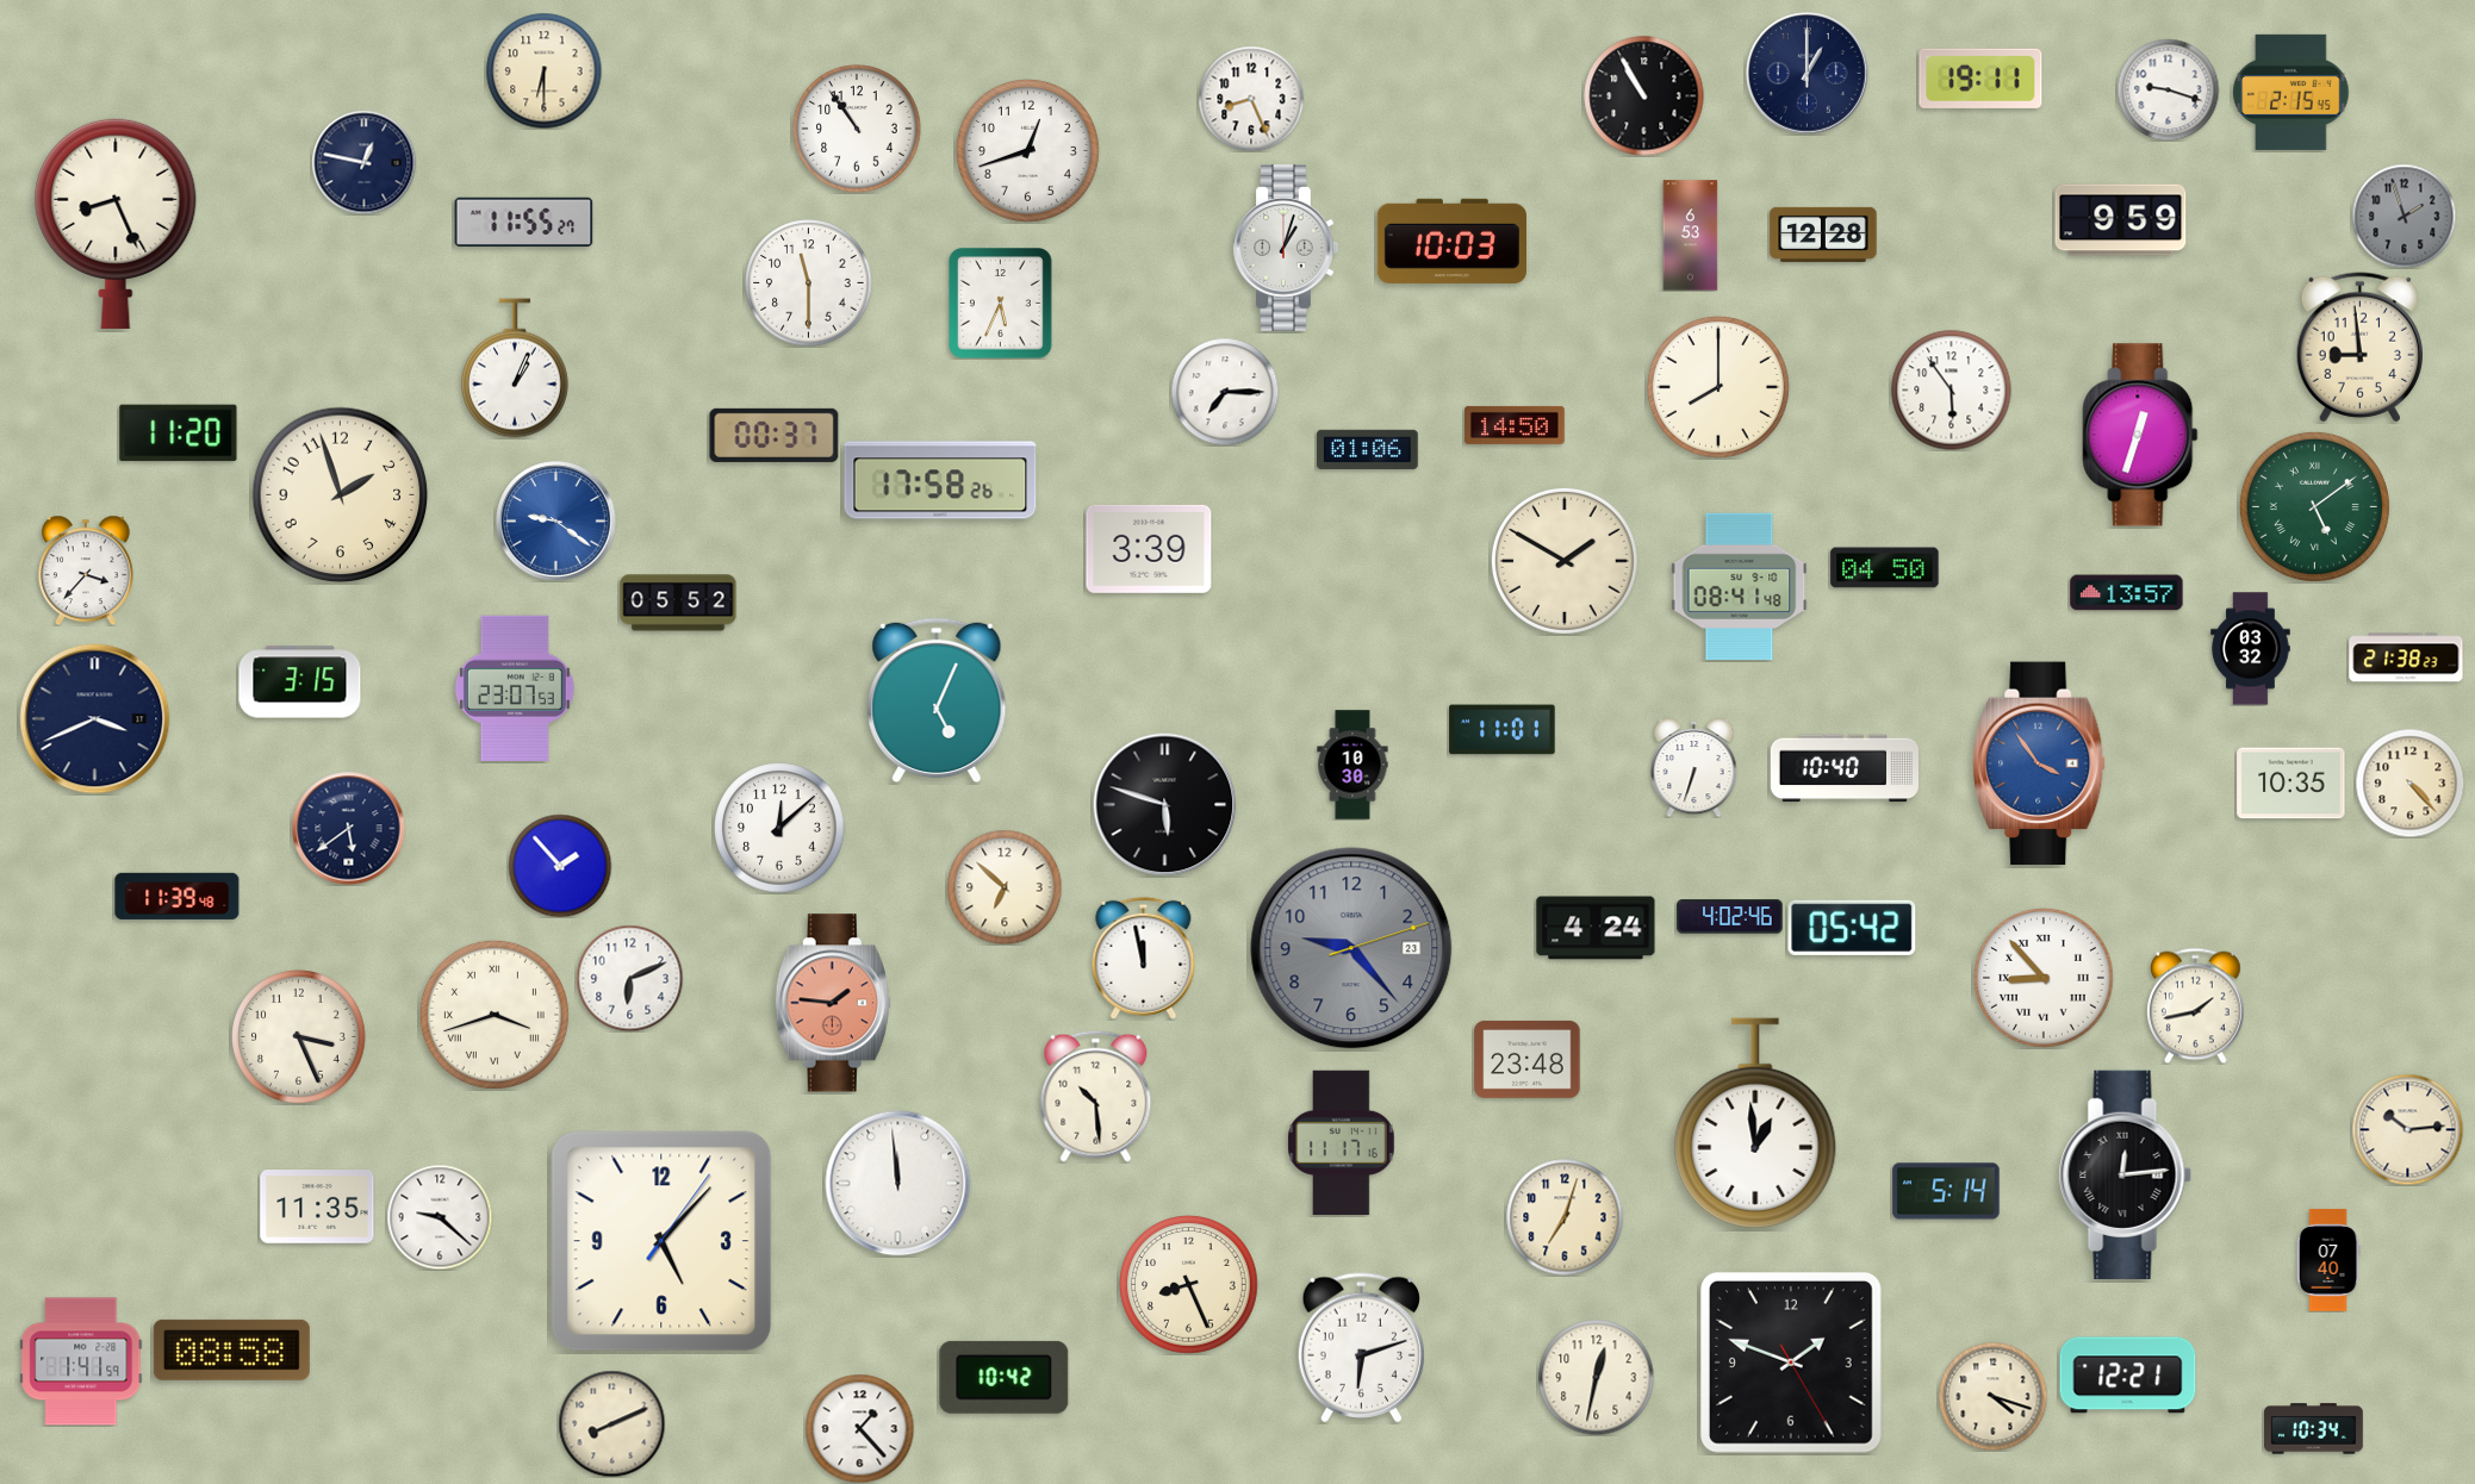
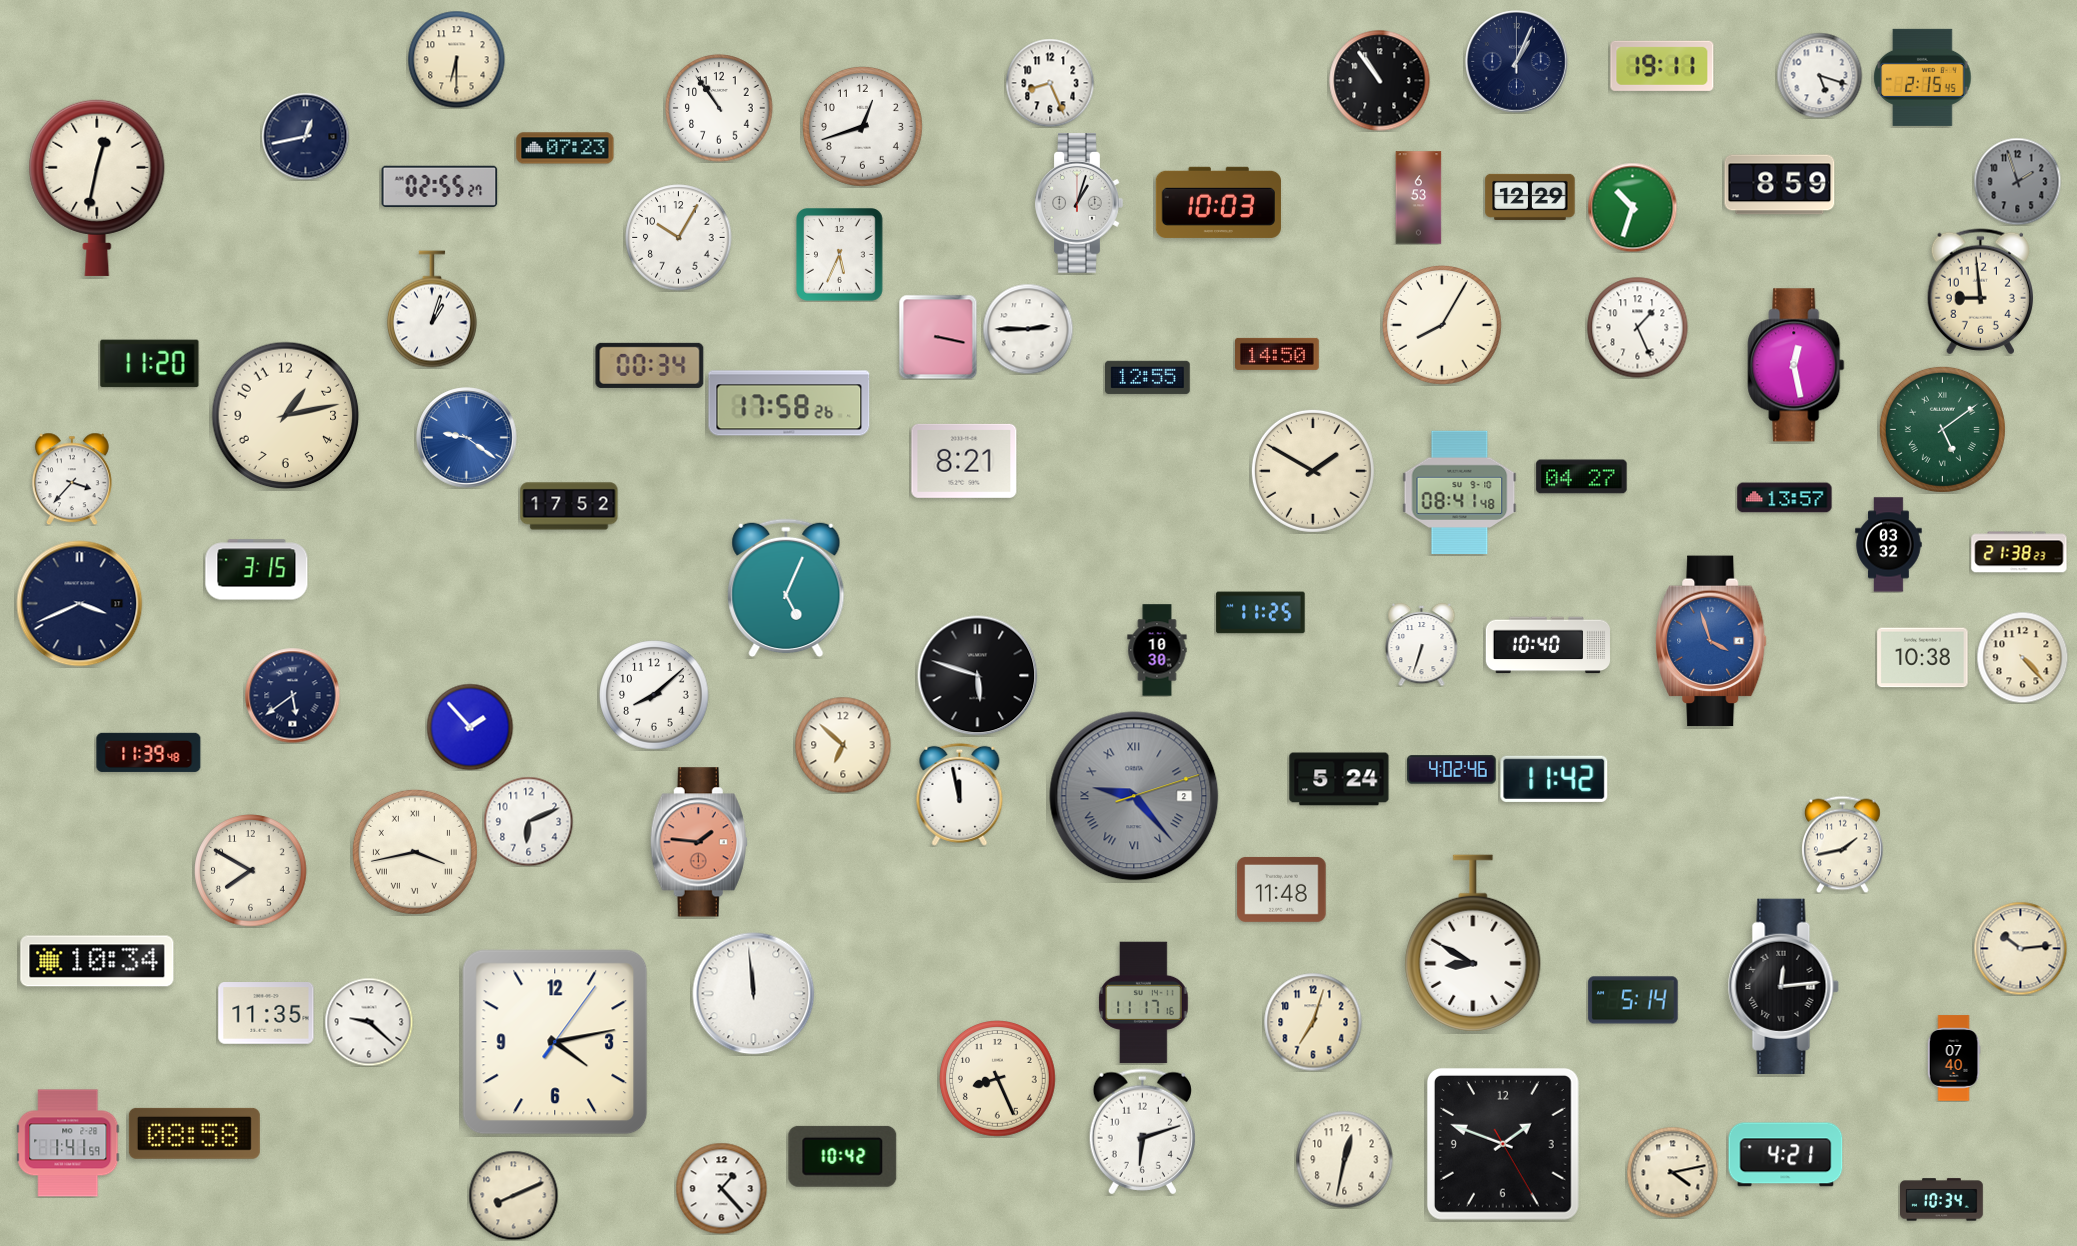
clock at (1808, 74): 1:00 -> 1:04
clock at (2168, 89): 9:18 -> 5:18
clock at (1644, 96): 10:55 -> 10:54
clock at (363, 162): 12:47 -> 12:43
clock at (565, 148): none -> 07:23
clock at (2121, 220): 9:59 -> 8:59
clock at (524, 222): 11:55 -> 02:55
clock at (116, 223): 8:26 -> 12:32
clock at (1823, 235): 12:28 -> 12:29
clock at (1632, 207): none -> 10:33
clock at (1286, 248) position: (1286, 248) -> (1079, 203)
clock at (809, 283): 11:30 -> 10:05
clock at (515, 368): 1:04 -> 1:03
clock at (1718, 387): 8:00 -> 8:05
clock at (1952, 391): 5:54 -> 1:26
clock at (1225, 392): 7:15 -> 2:45
clock at (938, 337): none -> 3:17
clock at (1516, 425) position: (1516, 425) -> (1278, 354)
clock at (775, 435): 00:37 -> 00:34
clock at (2140, 435): 12:33 -> 12:28
clock at (1368, 449): 01:06 -> 12:55
clock at (341, 495): 1:57 -> 1:13
clock at (2314, 506) position: (2314, 506) -> (1942, 429)
clock at (1149, 549): 3:39 -> 8:21
clock at (1885, 568): 04:50 -> 04:27
clock at (678, 603): 05:52 -> 17:52
clock at (300, 682) position: (300, 682) -> (257, 570)
clock at (515, 687): 23:07 -> none
clock at (1503, 730): 11:01 -> 11:25
clock at (2039, 763): 3:54 -> 3:57
clock at (1352, 765) position: (1352, 765) -> (1157, 650)
clock at (2291, 784): 10:35 -> 10:38
clock at (779, 828): 12:08 -> 8:08
clock at (1596, 928): 4:24 -> 5:24
clock at (1852, 928): 05:42 -> 11:42
clock at (1351, 948) date: 23 -> 2
clock at (1351, 948) numerals: Arabic -> Roman
clock at (1144, 958) position: (1144, 958) -> (960, 794)
clock at (2045, 979): 8:53 -> none
clock at (495, 1015): 3:42 -> 3:43
clock at (299, 1037): 3:26 -> 7:50
clock at (1528, 1059): 23:48 -> 11:48
clock at (1096, 1096): 10:29 -> none
clock at (1755, 1123): 12:59 -> 8:50
clock at (1342, 1143) position: (1342, 1143) -> (1144, 1003)
clock at (97, 961): none -> 10:34
clock at (661, 1241): 5:07 -> 4:13
clock at (2128, 1376): 12:21 -> 4:21
clock at (1596, 1377) position: (1596, 1377) -> (1344, 1159)
clock at (1992, 1396): 4:18 -> 4:13
clock at (859, 1428) position: (859, 1428) -> (721, 1188)
